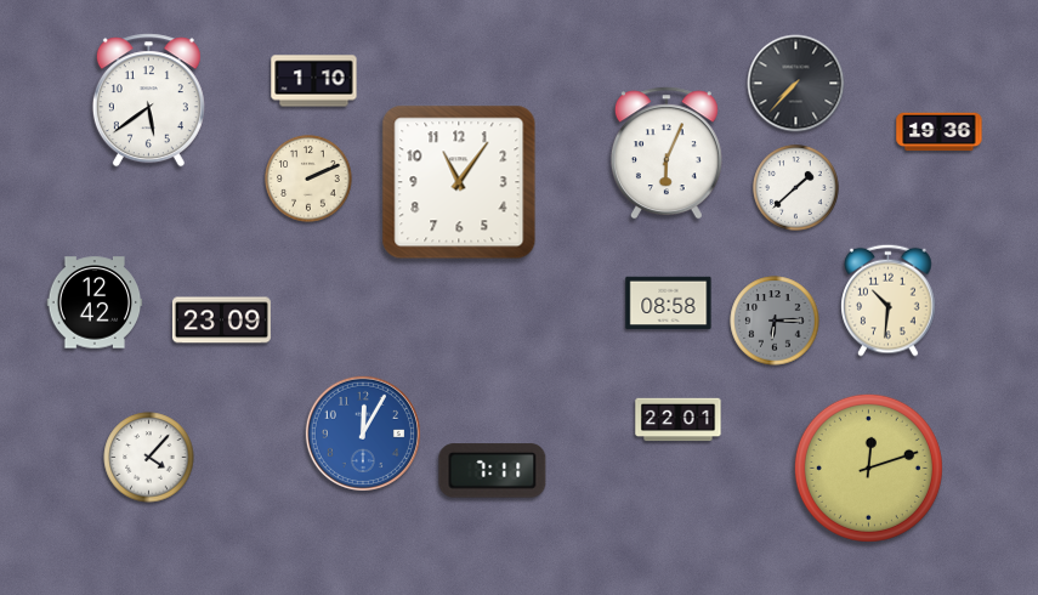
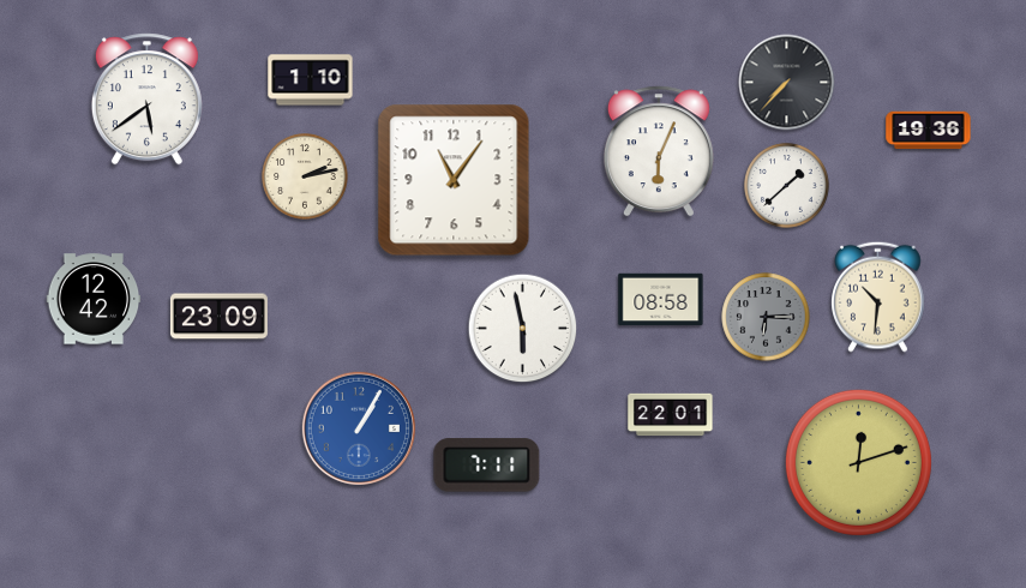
clock at (308, 178): 2:11 -> 2:13
clock at (523, 329): none -> 5:58
clock at (363, 433): 12:05 -> 1:05
clock at (149, 458): 4:07 -> none
